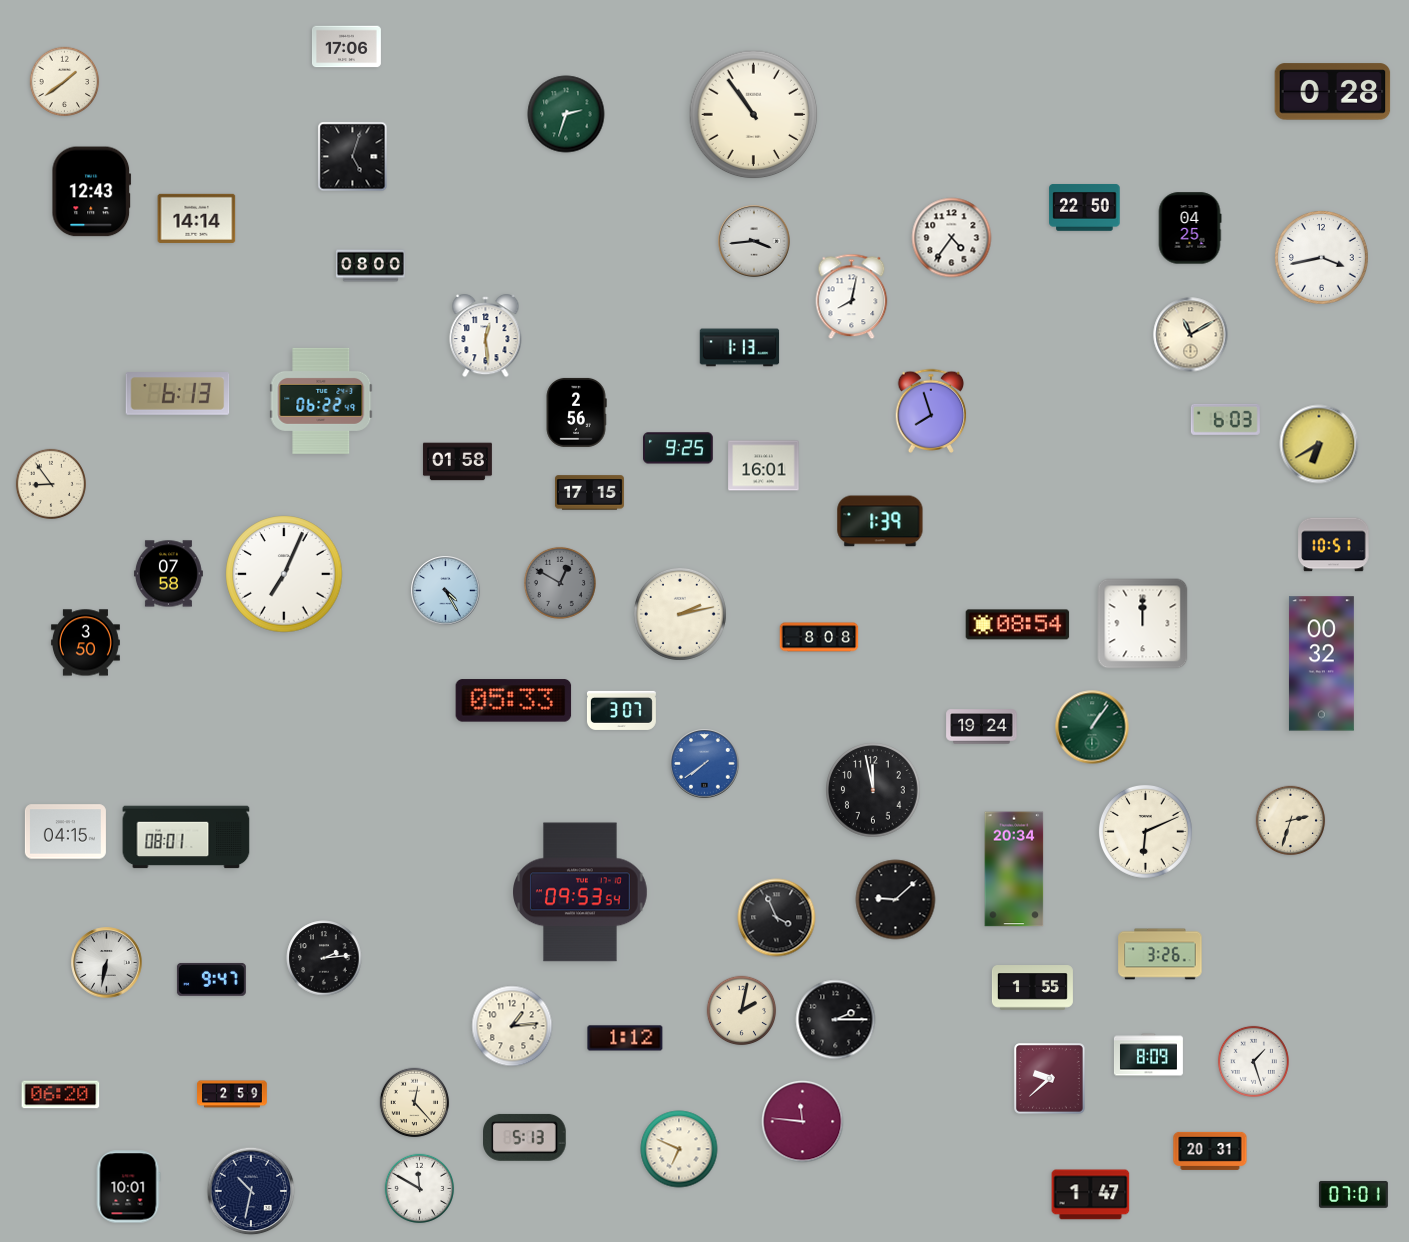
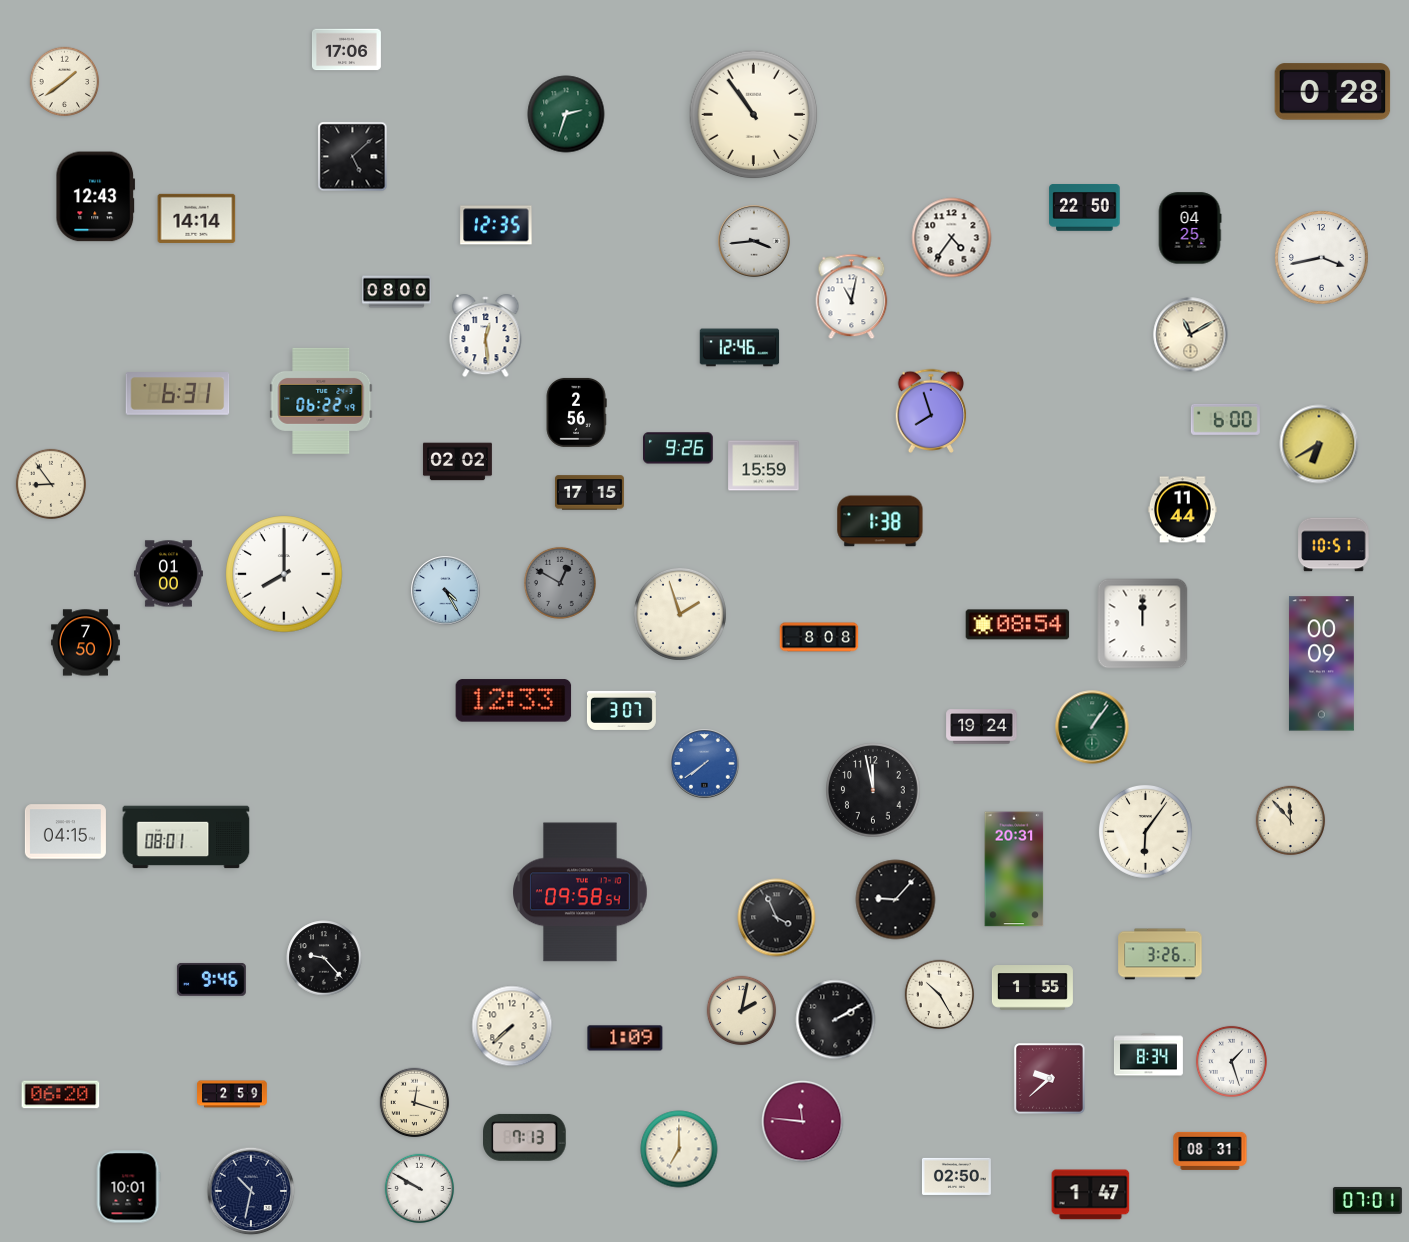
clock at (346, 47) position: (346, 47) -> (346, 50)
clock at (353, 157): 5:03 -> 5:08
clock at (92, 192) position: (92, 192) -> (96, 197)
clock at (496, 225): none -> 12:35
clock at (370, 266) position: (370, 266) -> (396, 292)
clock at (852, 297): 8:02 -> 11:02
clock at (740, 348): 1:13 -> 12:46
clock at (178, 394): 6:13 -> 6:31
clock at (1225, 419): 6:03 -> 6:00
clock at (679, 448): 9:25 -> 9:26
clock at (457, 462): 01:58 -> 02:02
clock at (764, 466): 16:01 -> 15:59
clock at (1182, 510): none -> 11:44
clock at (880, 521): 1:39 -> 1:38
clock at (168, 574): 07:58 -> 01:00
clock at (284, 574): 7:04 -> 8:00
clock at (680, 614): 2:13 -> 1:57
clock at (85, 643): 3:50 -> 7:50
clock at (1321, 664): 00:32 -> 00:09
clock at (514, 701): 05:33 -> 12:33
clock at (1291, 821): 2:33 -> 11:53
clock at (1146, 832): 6:11 -> 6:06
clock at (1014, 869): 20:34 -> 20:31
clock at (580, 892): 09:53 -> 09:58
clock at (896, 900): 9:08 -> 9:07
clock at (324, 958): 2:14 -> 9:23
clock at (107, 963): 6:32 -> none
clock at (211, 979): 9:47 -> 9:46
clock at (940, 995): none -> 10:25
clock at (836, 1020): 2:15 -> 2:10
clock at (512, 1026): 1:14 -> 7:38
clock at (625, 1038): 1:12 -> 1:09
clock at (1148, 1055): 8:09 -> 8:34
clock at (1253, 1061) position: (1253, 1061) -> (1231, 1061)
clock at (415, 1103): 12:23 -> 12:18
clock at (525, 1137): 5:13 -> 7:13
clock at (679, 1149): 6:49 -> 7:00
clock at (1210, 1151): 20:31 -> 08:31
clock at (956, 1176): none -> 02:50
clock at (420, 1189): 11:50 -> 9:50
clock at (1353, 1194) position: (1353, 1194) -> (1367, 1200)
